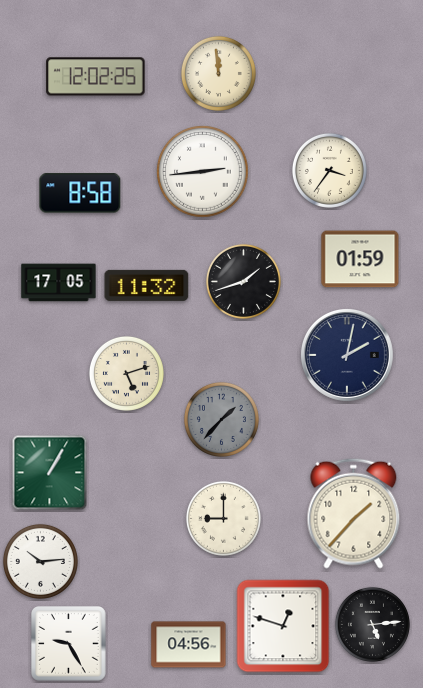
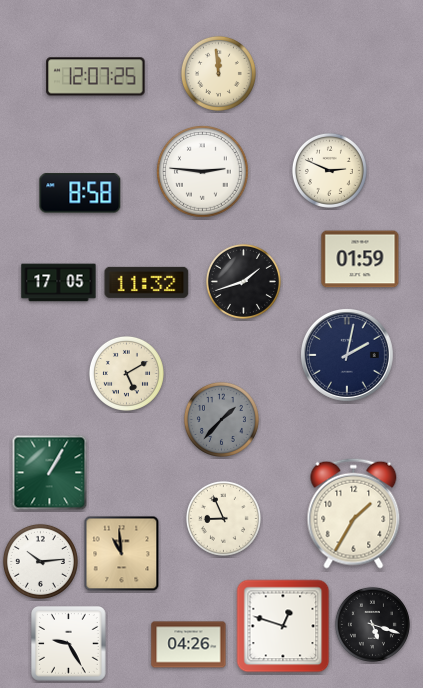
clock at (96, 77): 12:02 -> 12:07
clock at (329, 170): 3:36 -> 2:49
clock at (203, 172): 2:44 -> 2:46
clock at (147, 285) position: (147, 285) -> (147, 282)
clock at (126, 373): 5:12 -> 5:10
clock at (354, 513): 1:37 -> 1:35
clock at (223, 518): 9:00 -> 8:56
clock at (122, 554): none -> 10:59
clock at (372, 624): 5:14 -> 5:18
clock at (189, 645): 04:56 -> 04:26
